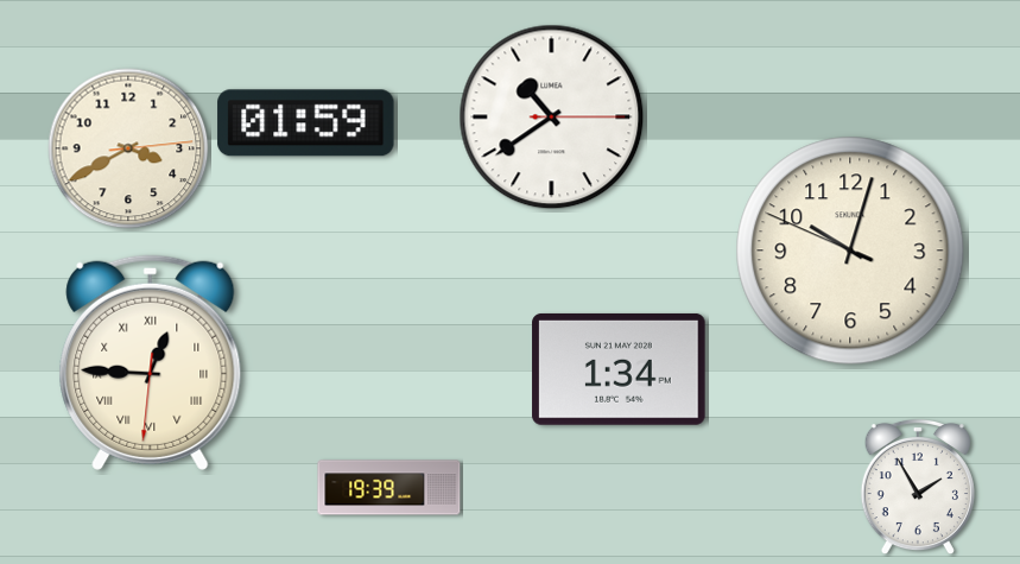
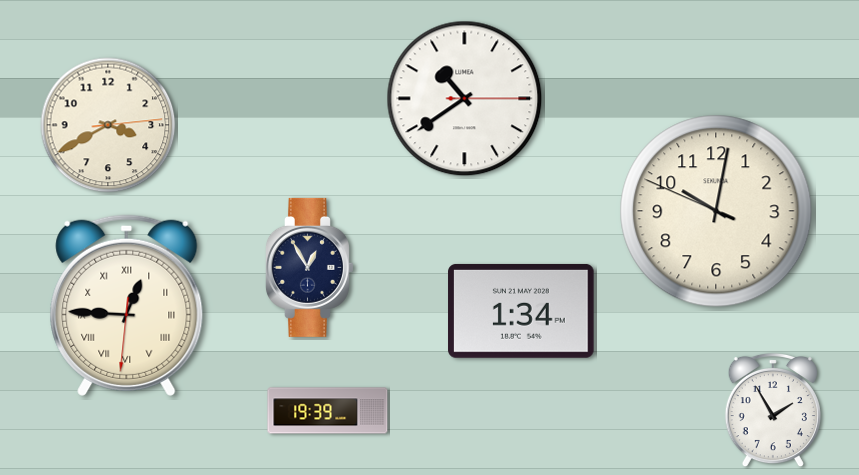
clock at (306, 123): 01:59 -> none
clock at (850, 251): 10:02 -> 10:01
clock at (309, 267): none -> 12:55
